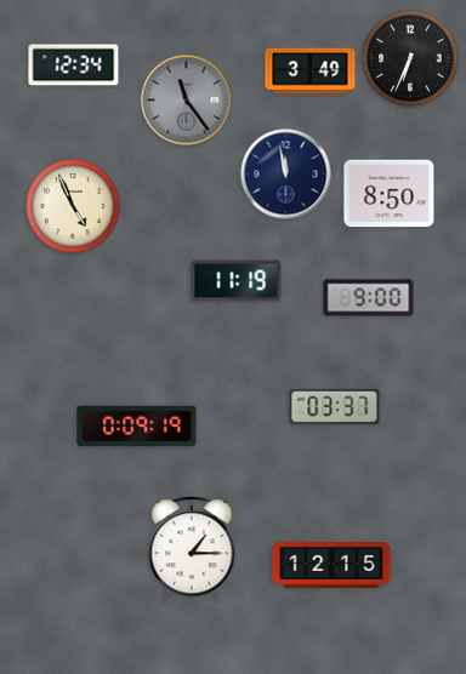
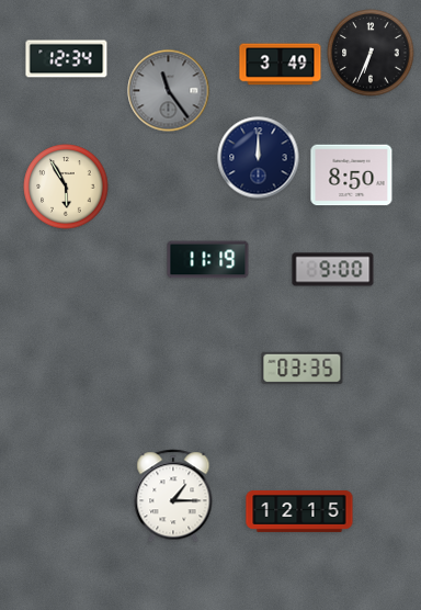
clock at (286, 175): 11:58 -> 12:00
clock at (73, 206): 4:56 -> 5:55
clock at (237, 281) position: (237, 281) -> (208, 260)
clock at (335, 406): 03:37 -> 03:35
clock at (137, 427): 0:09 -> none
